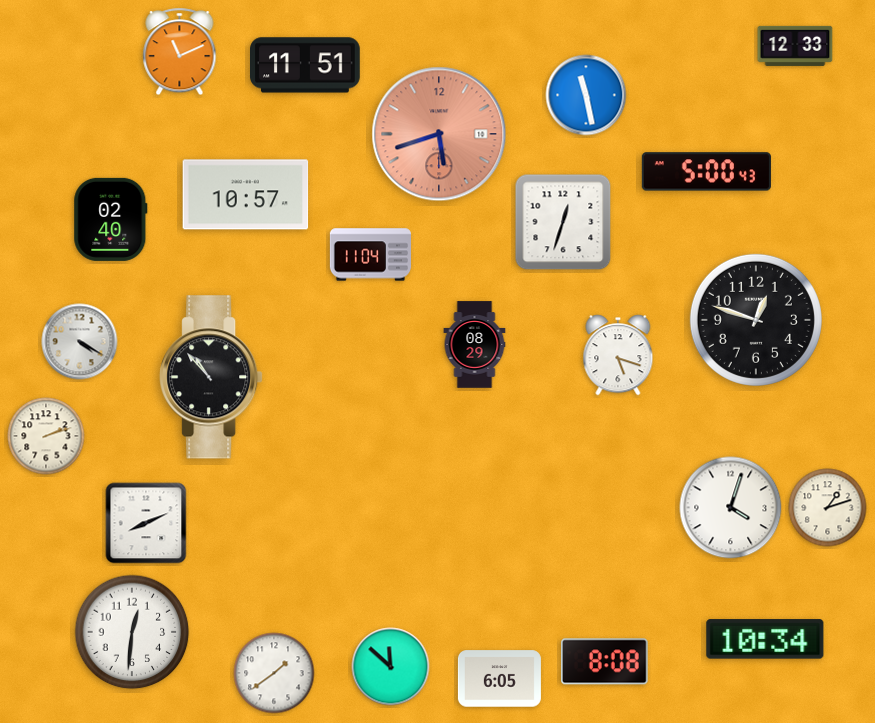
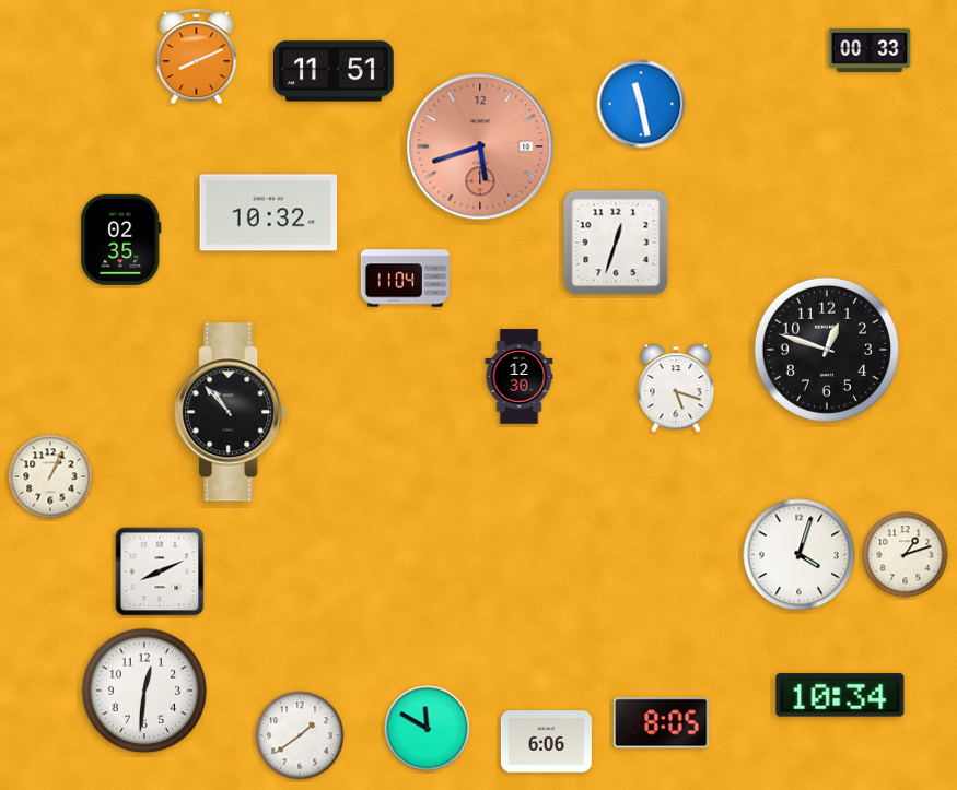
clock at (795, 46): 12:33 -> 00:33
clock at (180, 52): 11:11 -> 8:11
clock at (706, 172): 5:00 -> none
clock at (246, 195): 10:57 -> 10:32
clock at (111, 219): 02:40 -> 02:35
clock at (80, 342): 4:20 -> none
clock at (475, 345): 08:29 -> 12:30
clock at (46, 436): 2:12 -> 1:04
clock at (765, 639) position: (765, 639) -> (840, 695)
clock at (605, 662): 8:08 -> 8:05
clock at (391, 667): 11:52 -> 11:50
clock at (499, 679): 6:05 -> 6:06
